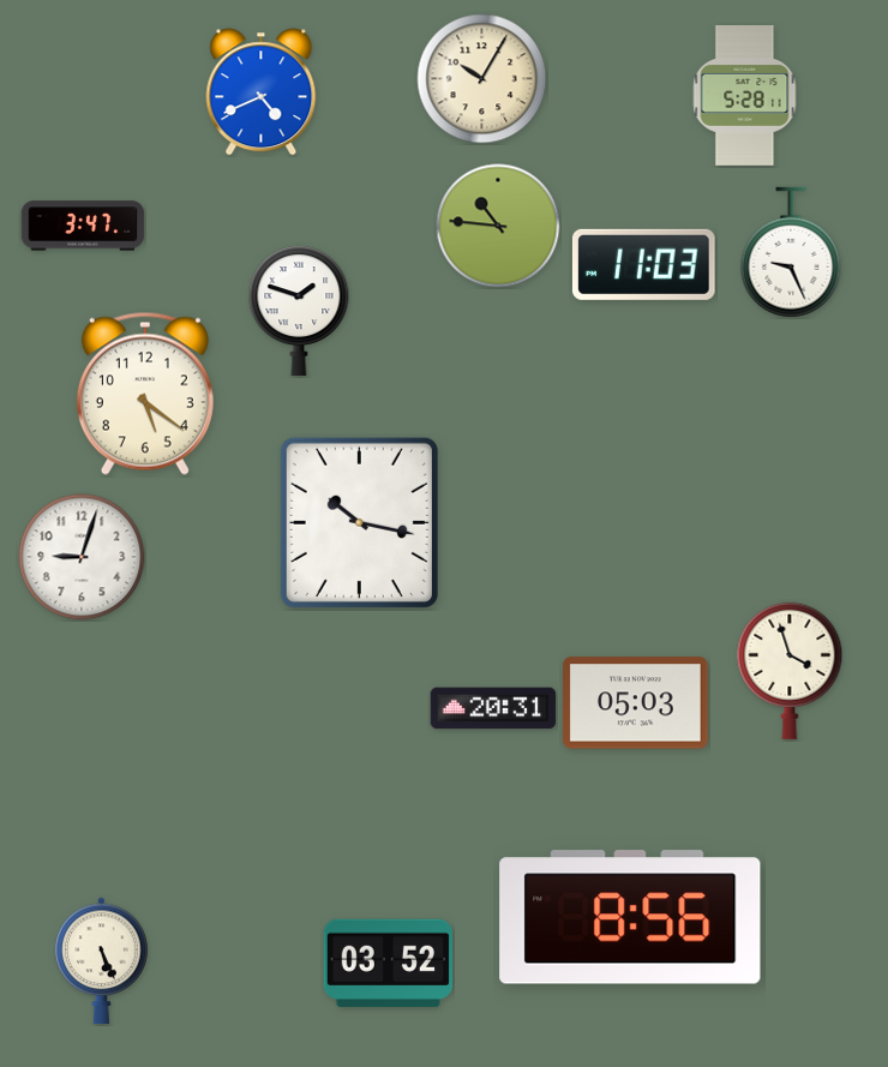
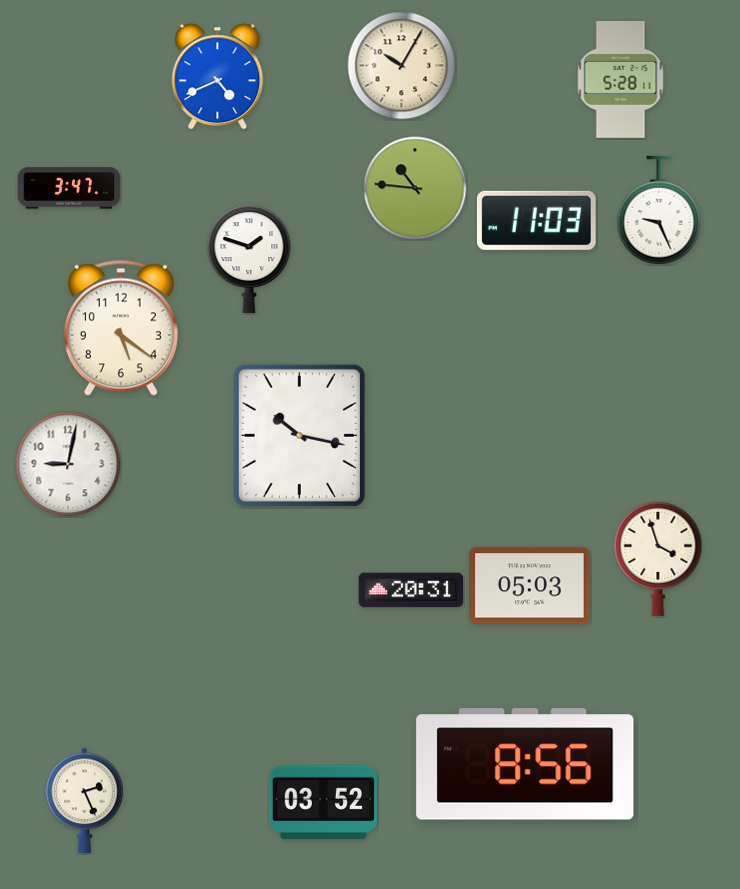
clock at (82, 557): 9:03 -> 9:02
clock at (102, 961): 5:26 -> 2:26
